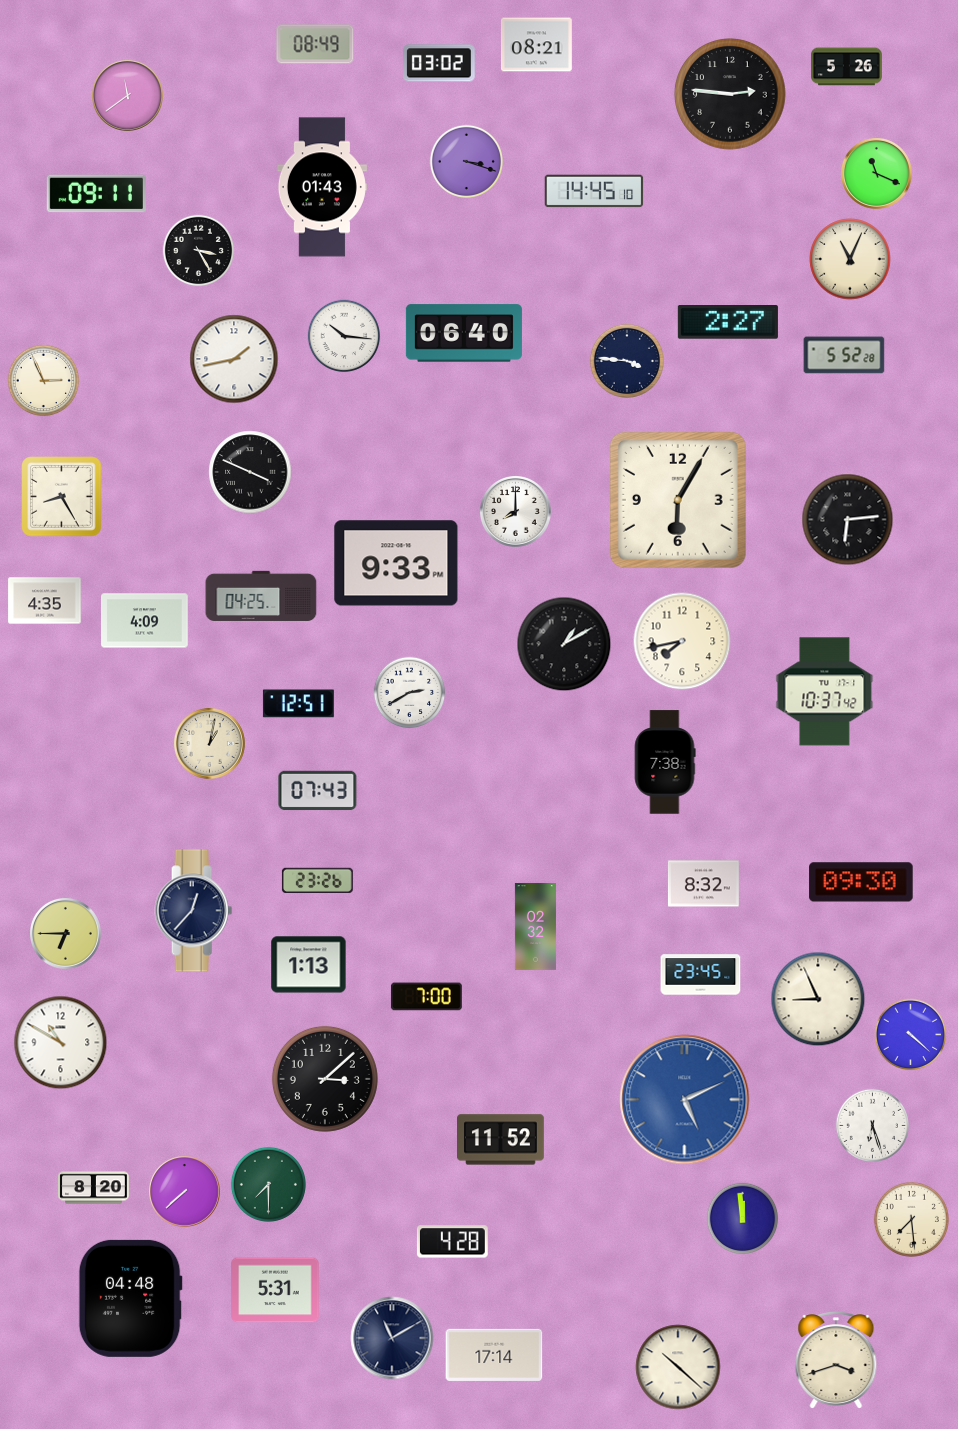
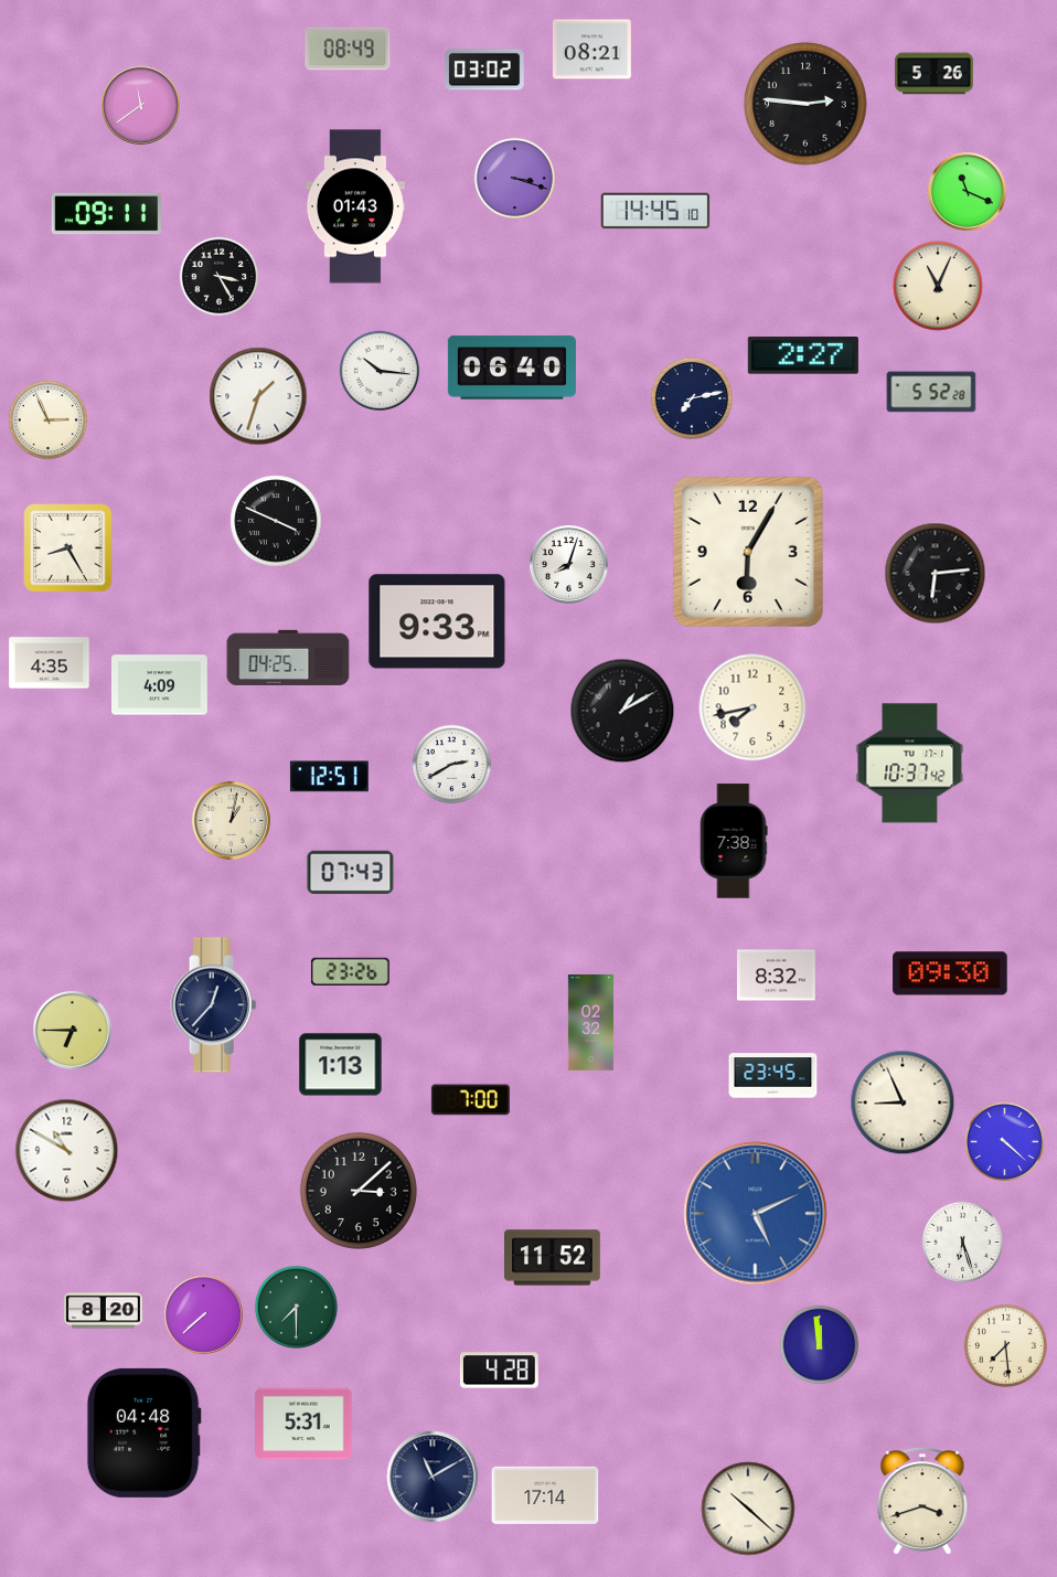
clock at (234, 359): 1:43 -> 1:33
clock at (627, 361): 3:46 -> 7:13
clock at (516, 512): 8:00 -> 8:03
